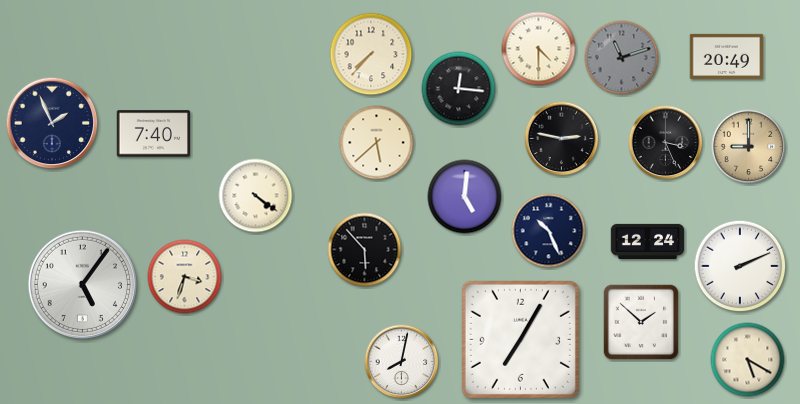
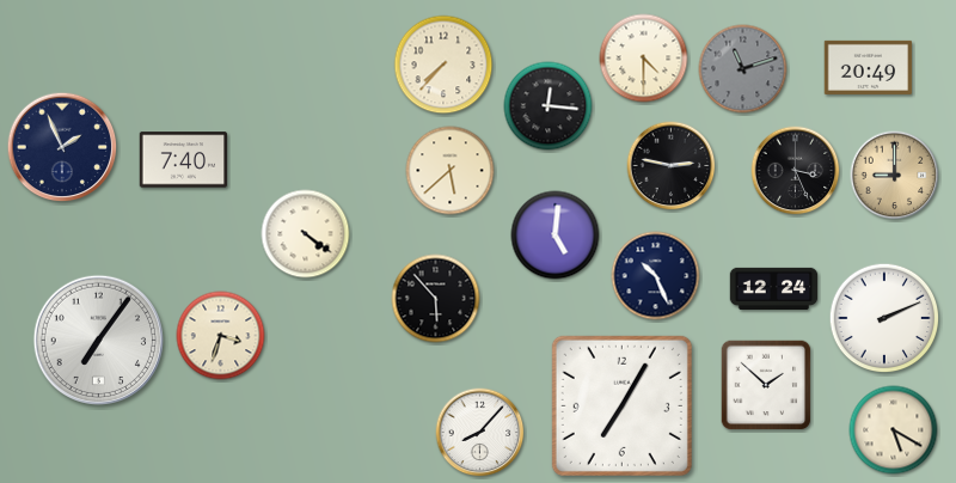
clock at (185, 277) position: (185, 277) -> (221, 336)
clock at (82, 284): 5:06 -> 7:06
clock at (402, 362): 8:02 -> 8:07
